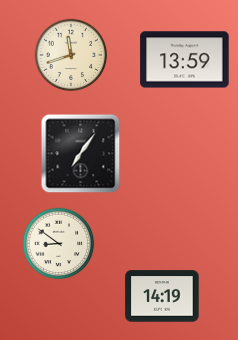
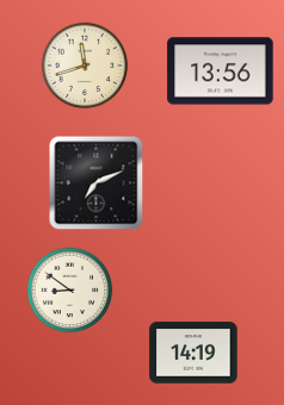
clock at (185, 60): 13:59 -> 13:56
clock at (81, 154): 7:06 -> 7:11
